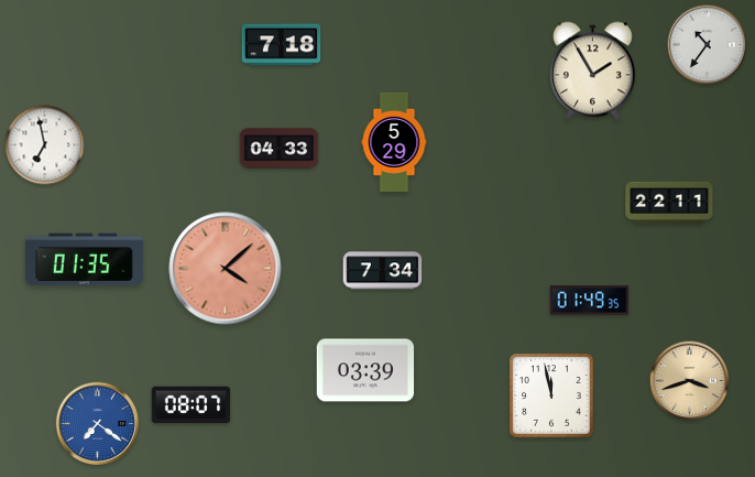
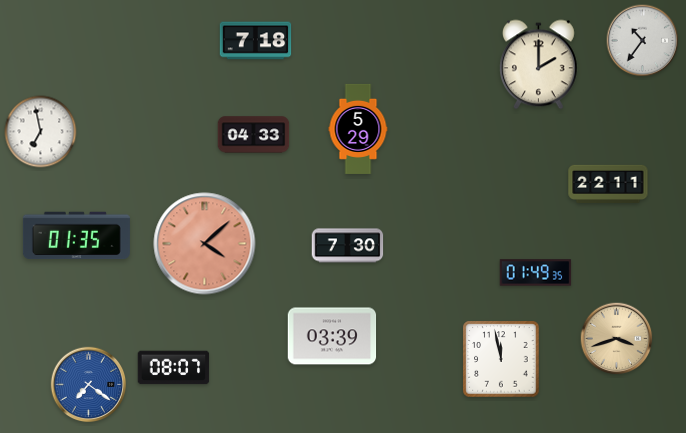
clock at (592, 72): 1:55 -> 2:00
clock at (383, 271): 7:34 -> 7:30
clock at (690, 381) position: (690, 381) -> (617, 339)
